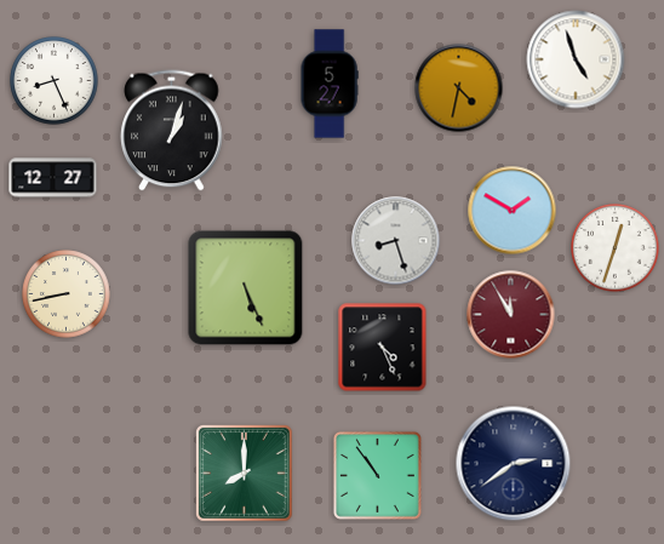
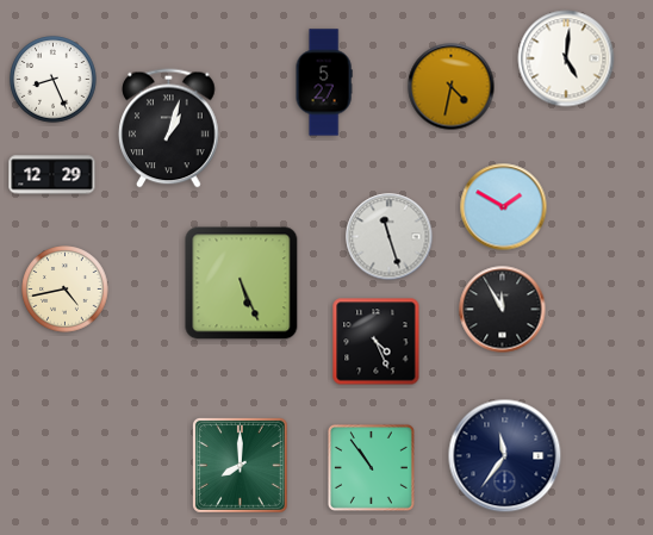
clock at (576, 59): 4:57 -> 5:01
clock at (53, 178): 12:27 -> 12:29
clock at (396, 241): 8:27 -> 11:27
clock at (616, 248): 12:33 -> none
clock at (67, 294): 8:43 -> 4:43
clock at (511, 315) dial: burgundy -> black
clock at (514, 464): 2:39 -> 11:36
